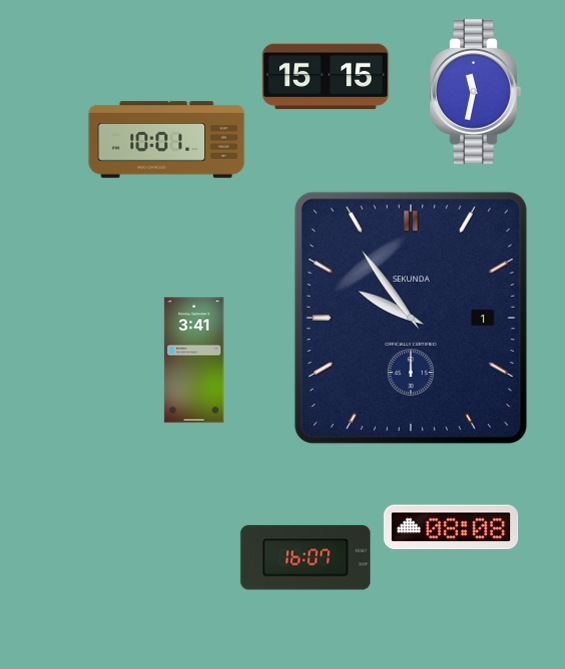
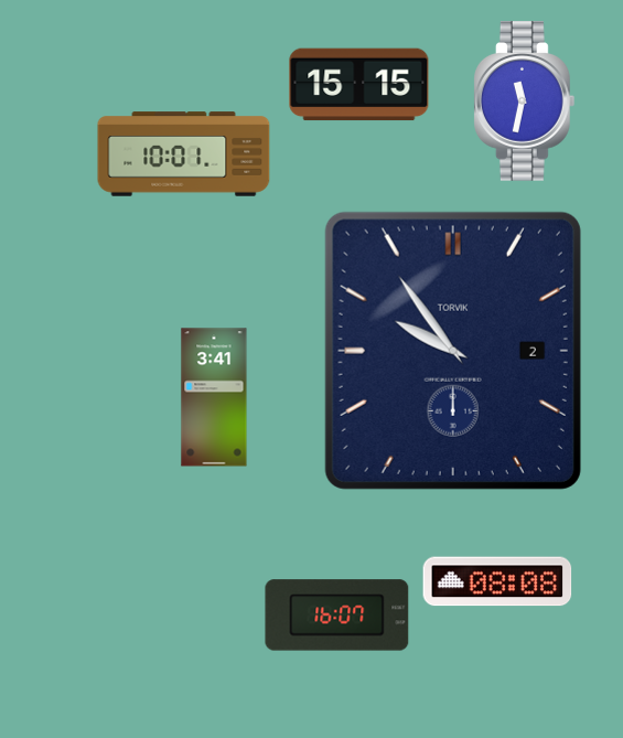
clock at (411, 318) date: 1 -> 2
clock at (411, 318) brand: SEKUNDA -> TORVIK
